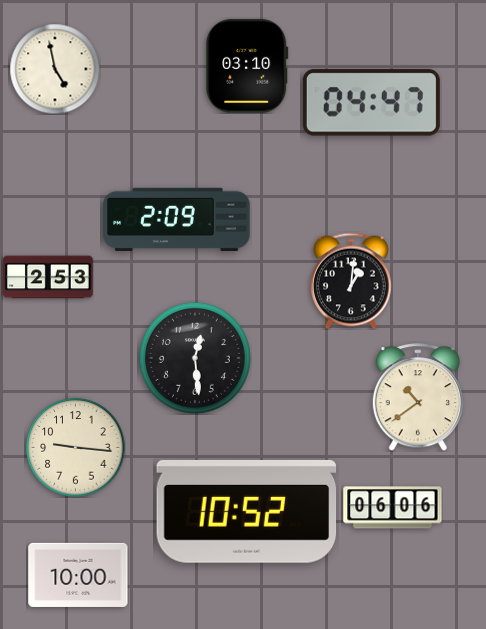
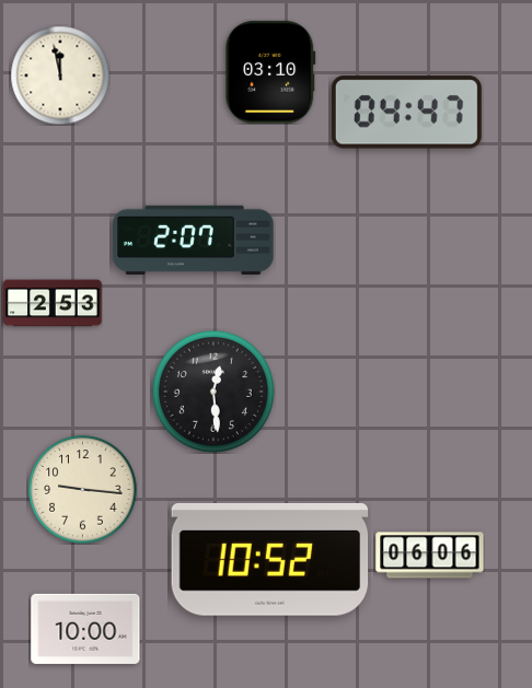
clock at (55, 69): 4:58 -> 11:58
clock at (177, 219): 2:09 -> 2:07
clock at (352, 281): 1:01 -> none
clock at (417, 397): 10:39 -> none
